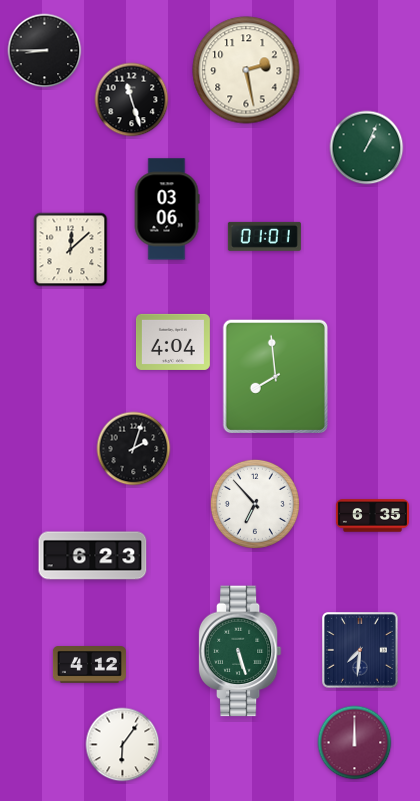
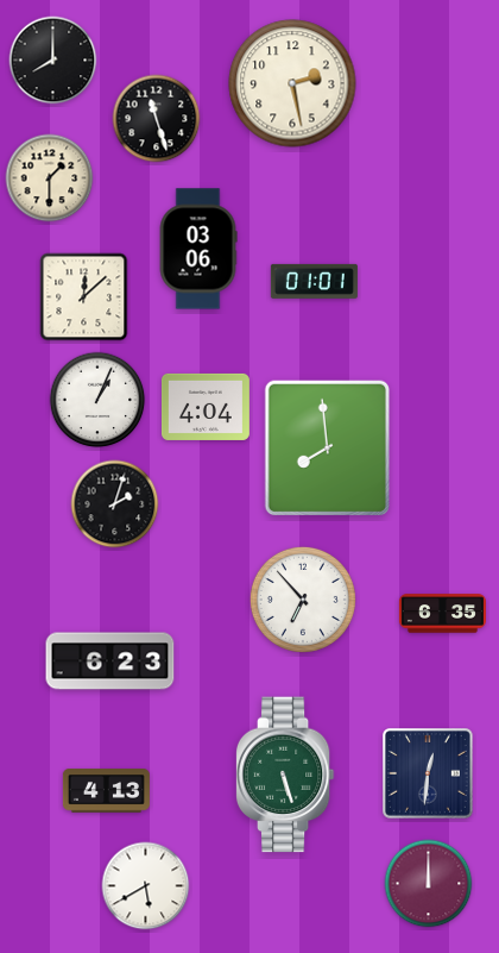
clock at (45, 51): 8:45 -> 8:00
clock at (367, 148): 1:04 -> none
clock at (50, 178): none -> 1:30
clock at (97, 400): none -> 1:04
clock at (134, 449) position: (134, 449) -> (115, 504)
clock at (361, 651): 7:31 -> 12:31
clock at (89, 665): 4:12 -> 4:13
clock at (355, 743) position: (355, 743) -> (429, 884)
clock at (123, 745): 6:06 -> 5:40
